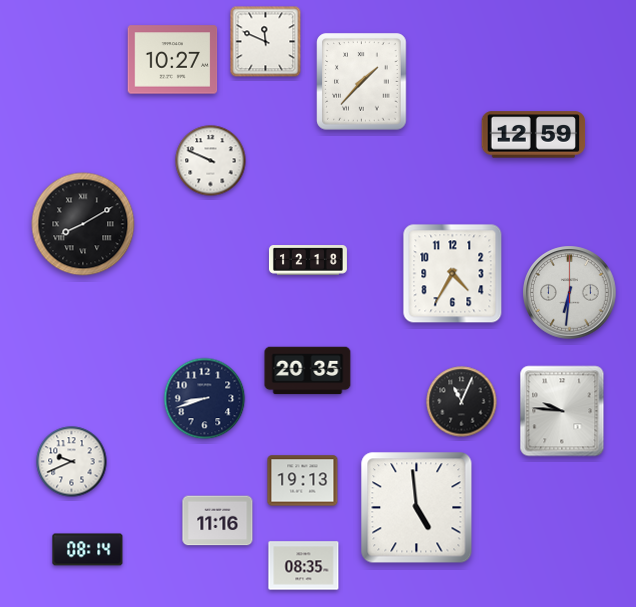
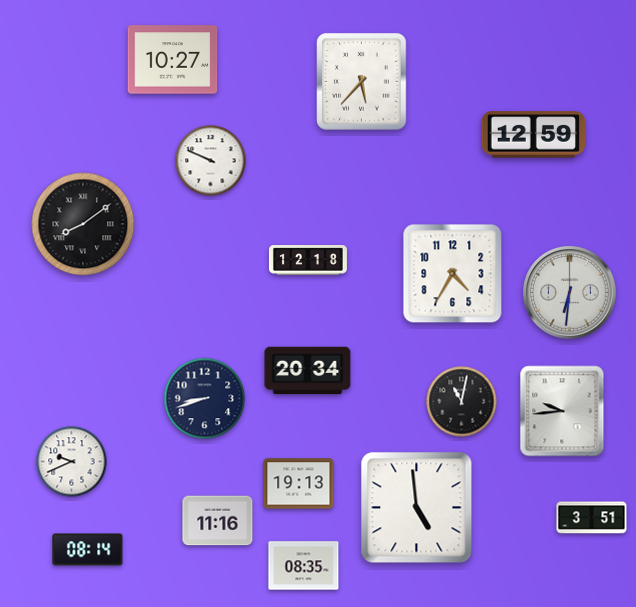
clock at (266, 42): 11:49 -> none
clock at (362, 82): 1:37 -> 5:37
clock at (83, 224): 8:10 -> 8:09
clock at (308, 371): 20:35 -> 20:34
clock at (462, 402): 11:04 -> 11:02
clock at (562, 411): 9:46 -> 9:44
clock at (303, 481) position: (303, 481) -> (299, 484)
clock at (592, 518): none -> 3:51
